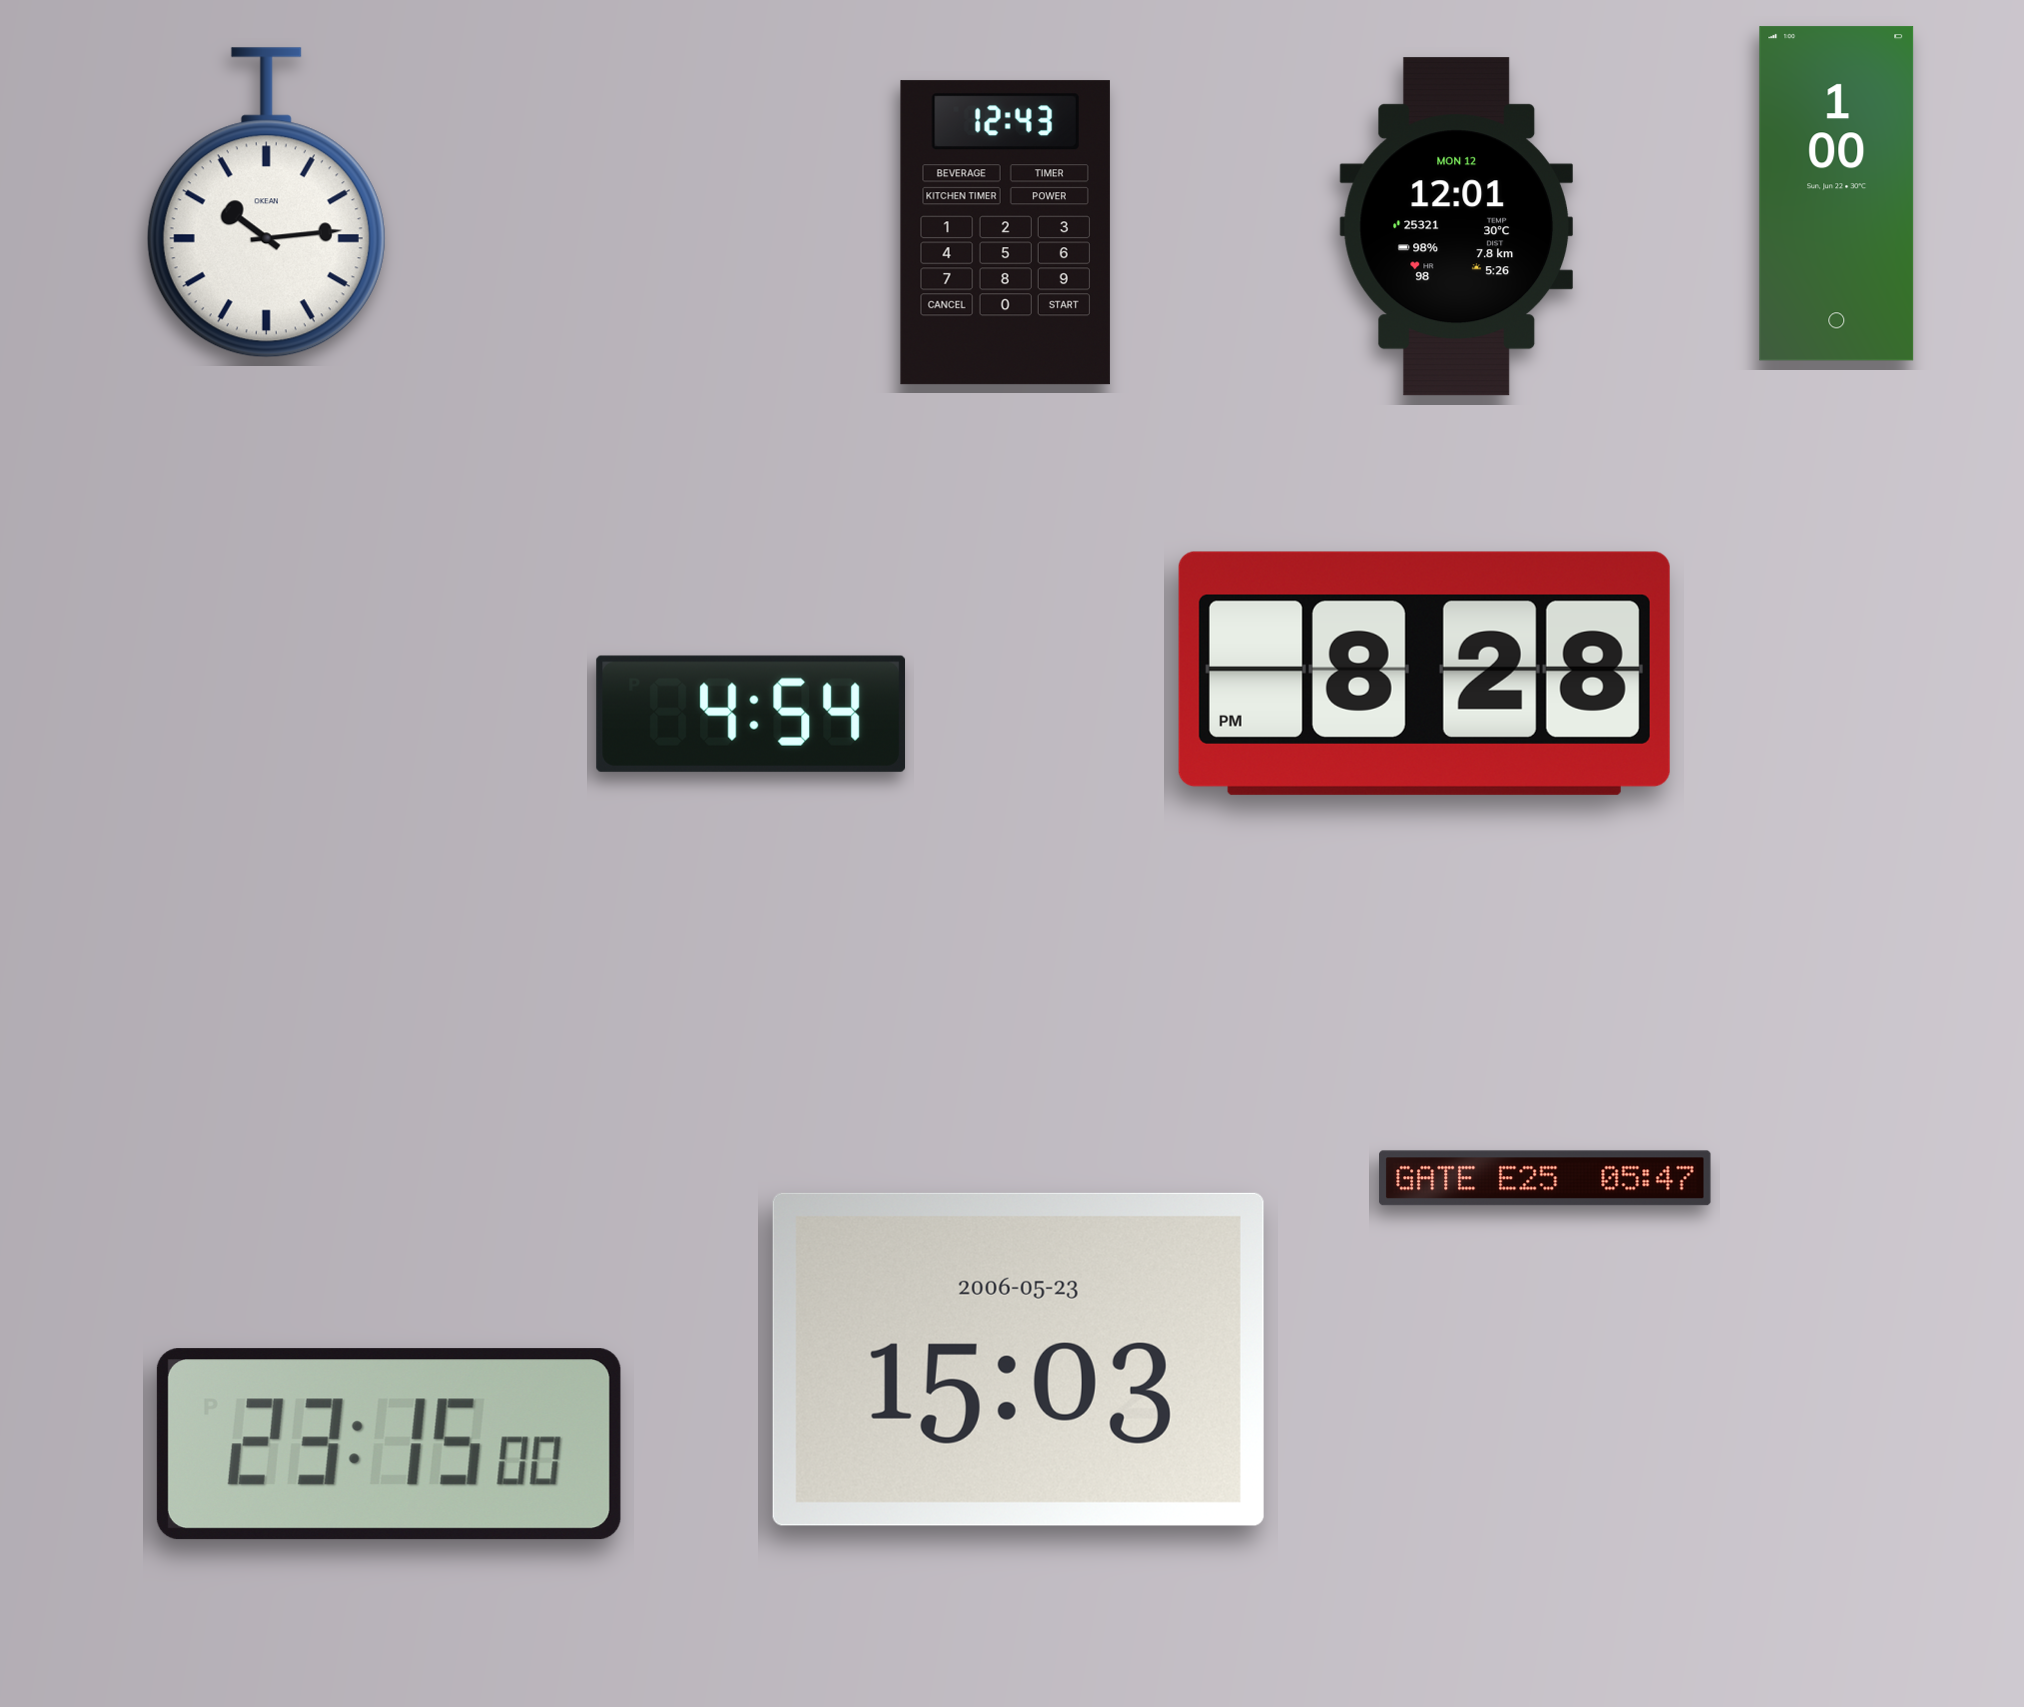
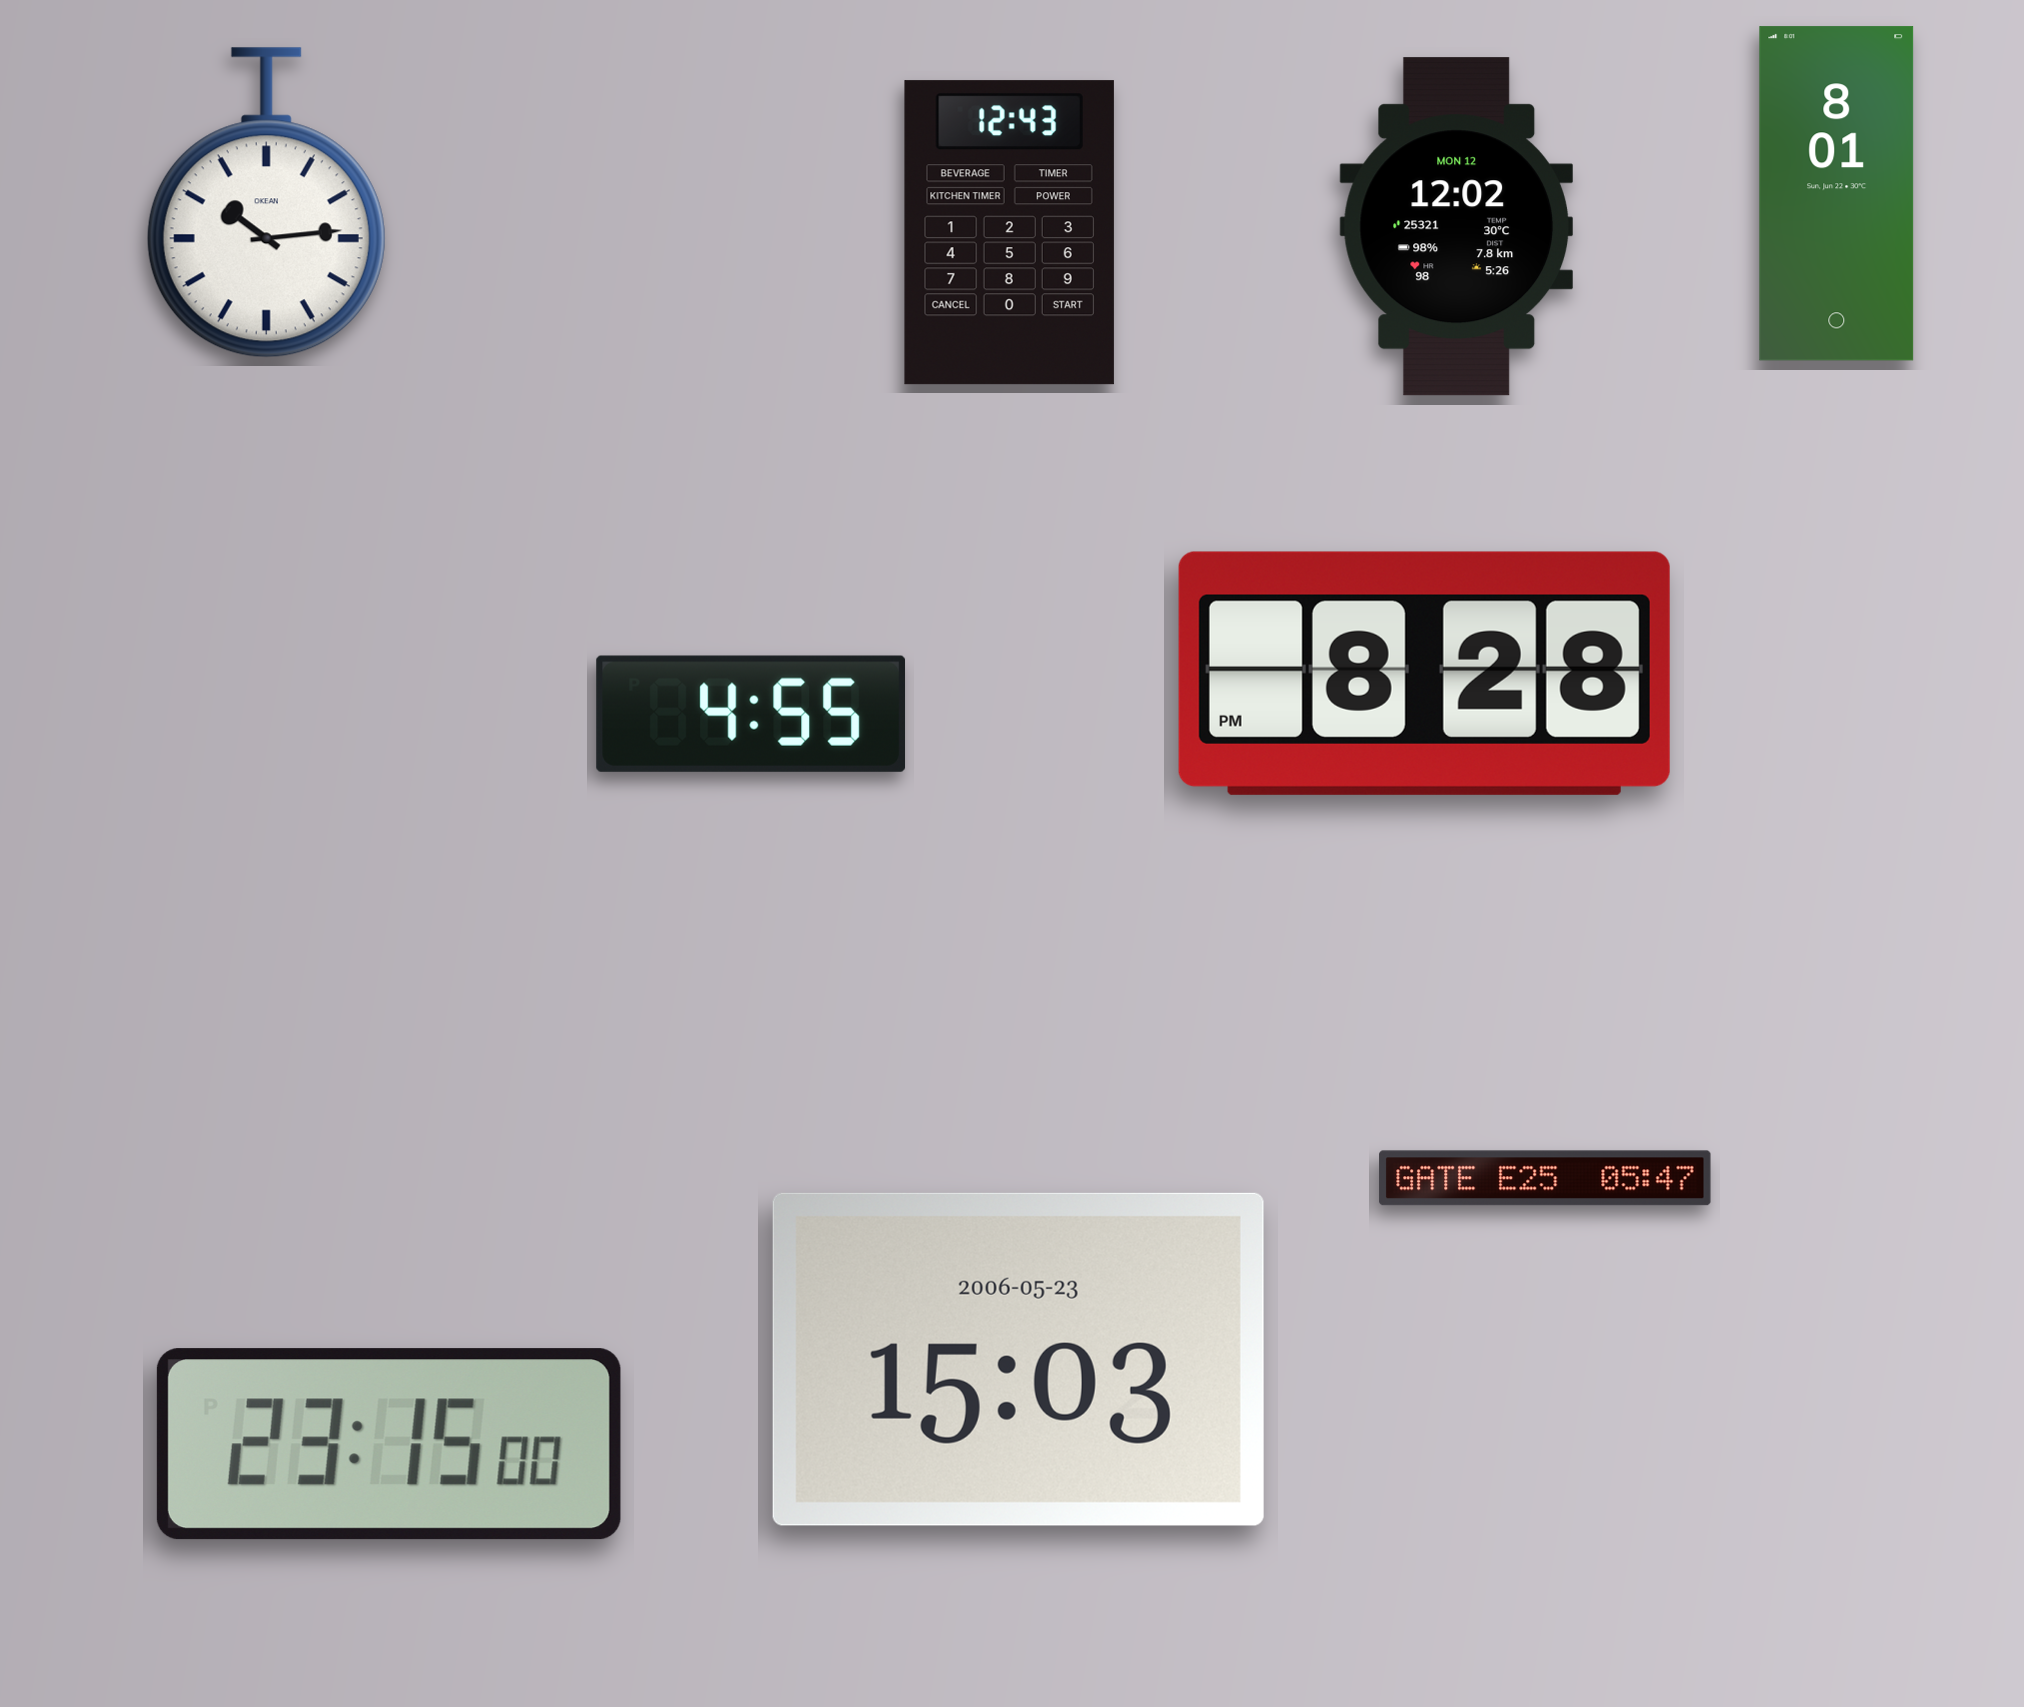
clock at (1837, 194): 1:00 -> 8:01
clock at (1456, 227): 12:01 -> 12:02
clock at (1005, 233) position: (1005, 233) -> (1009, 233)
clock at (751, 714): 4:54 -> 4:55
